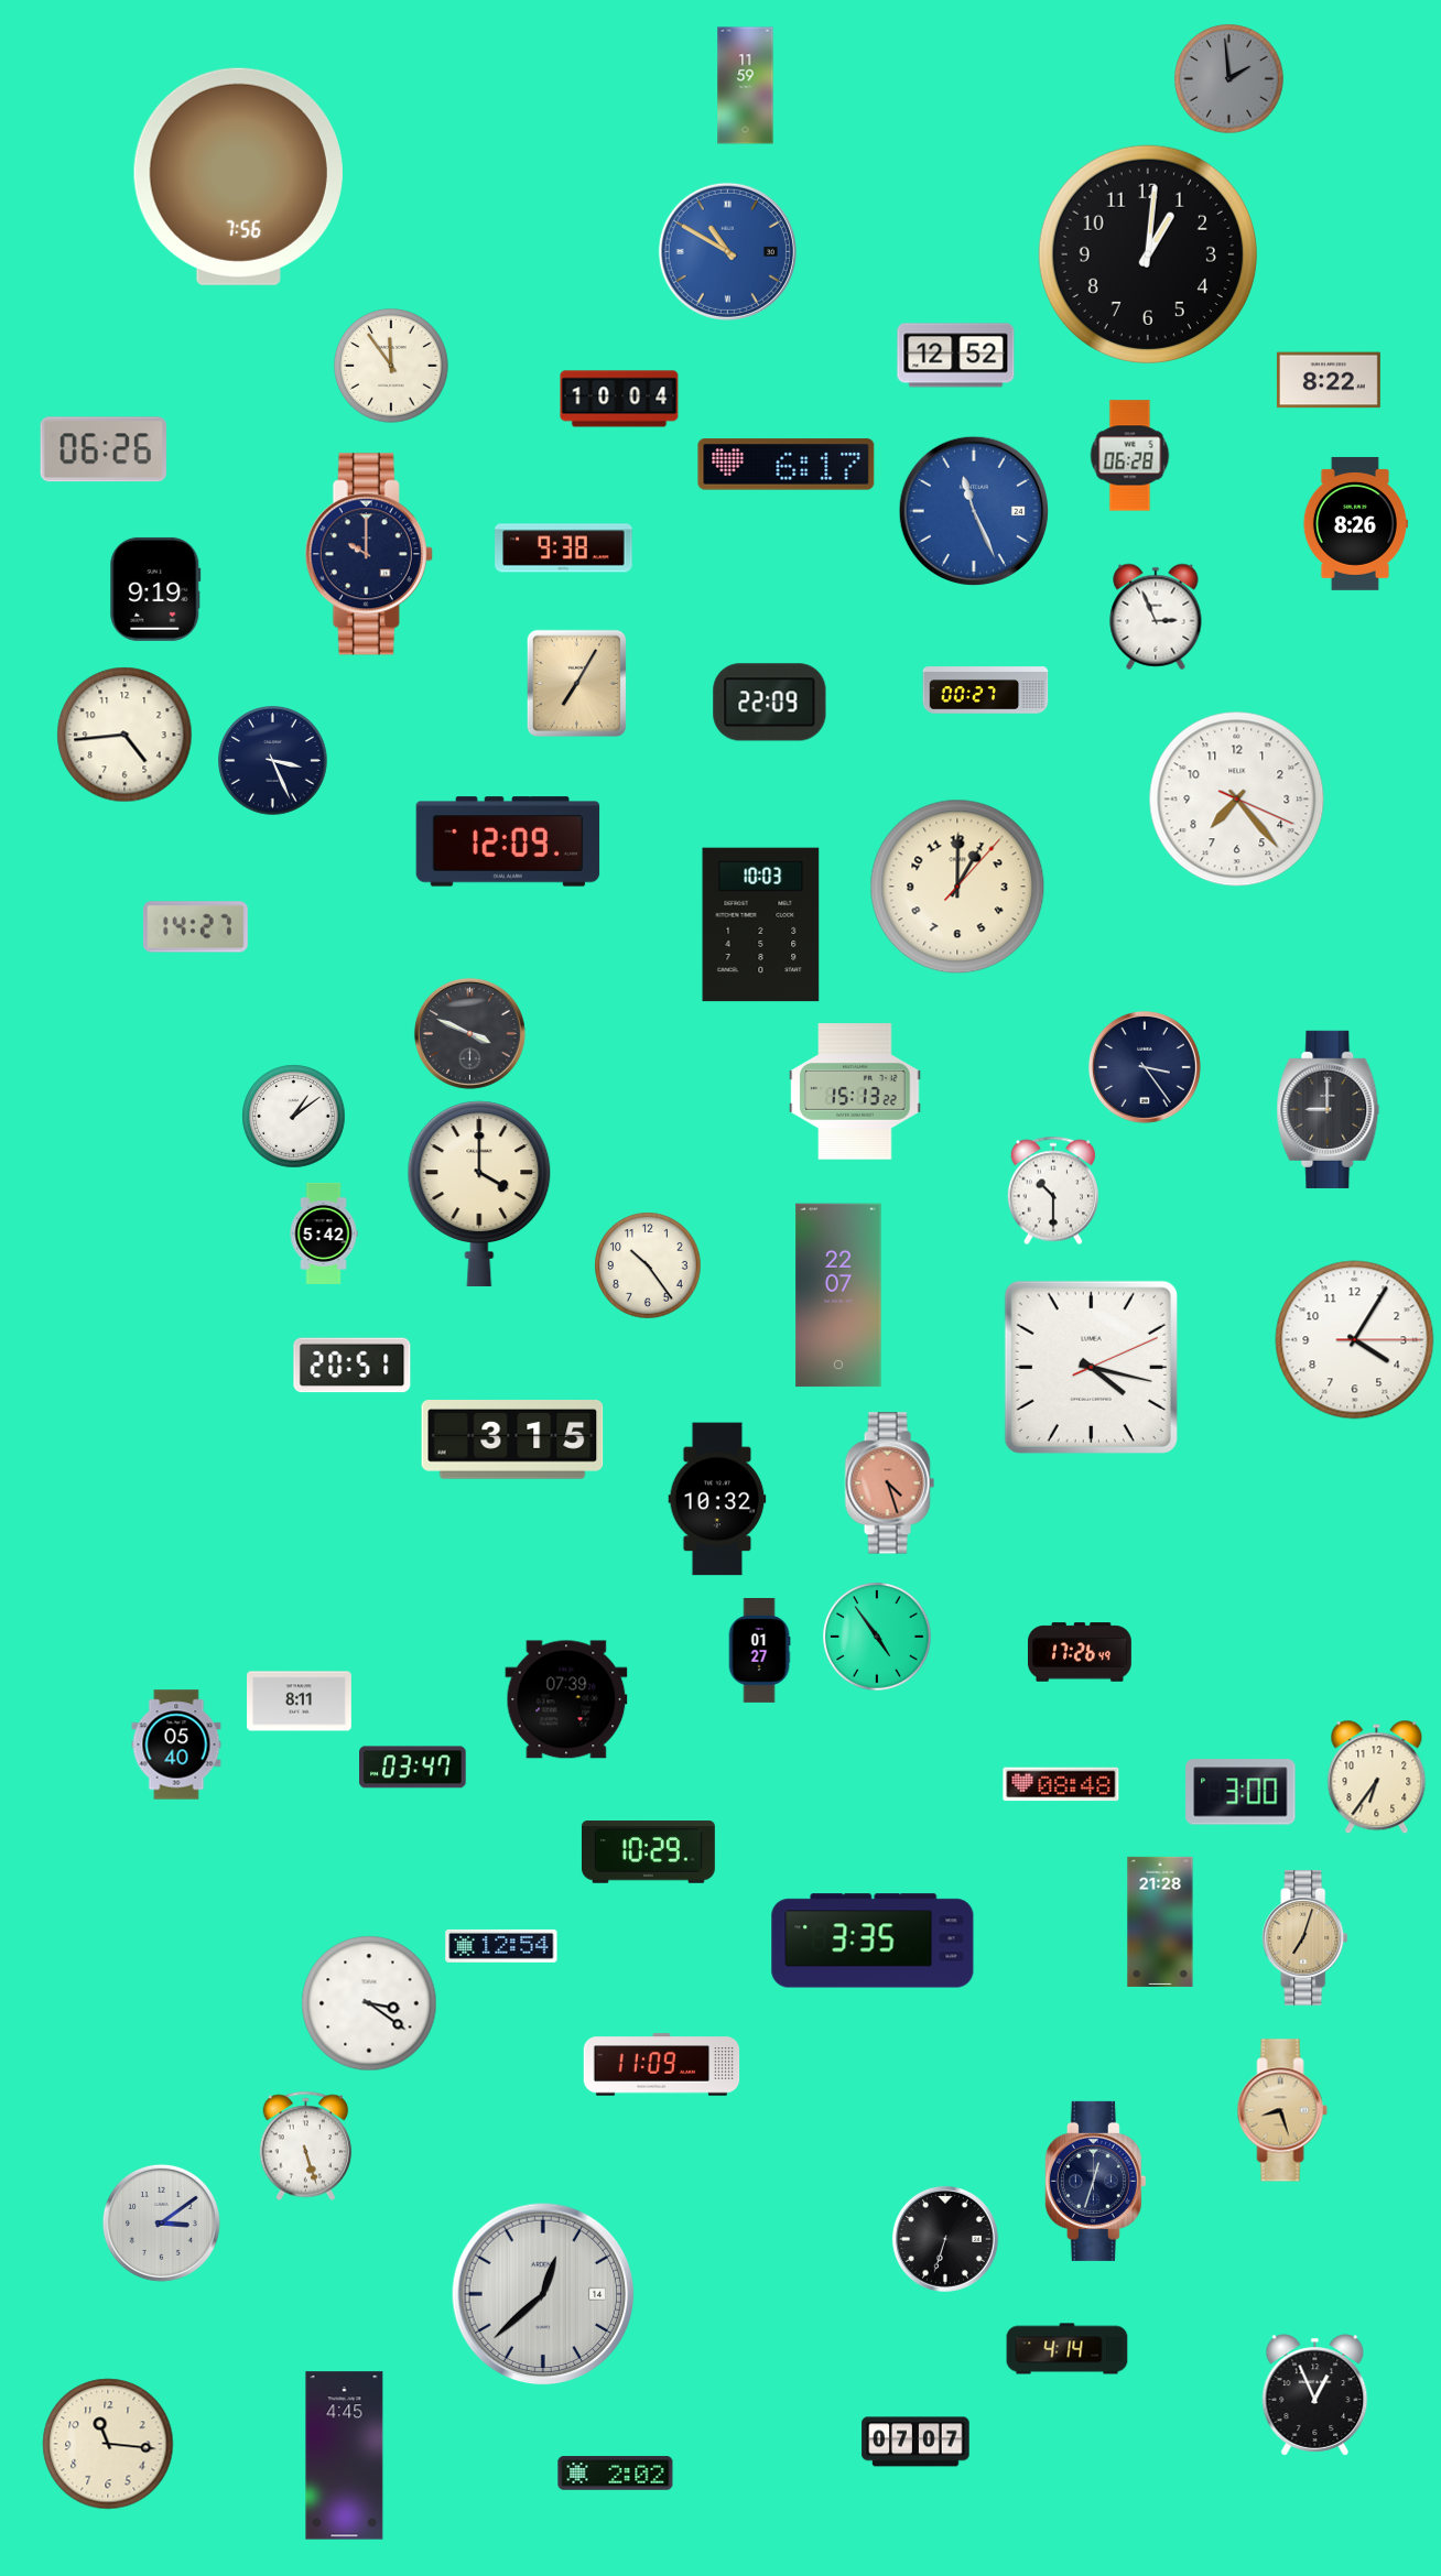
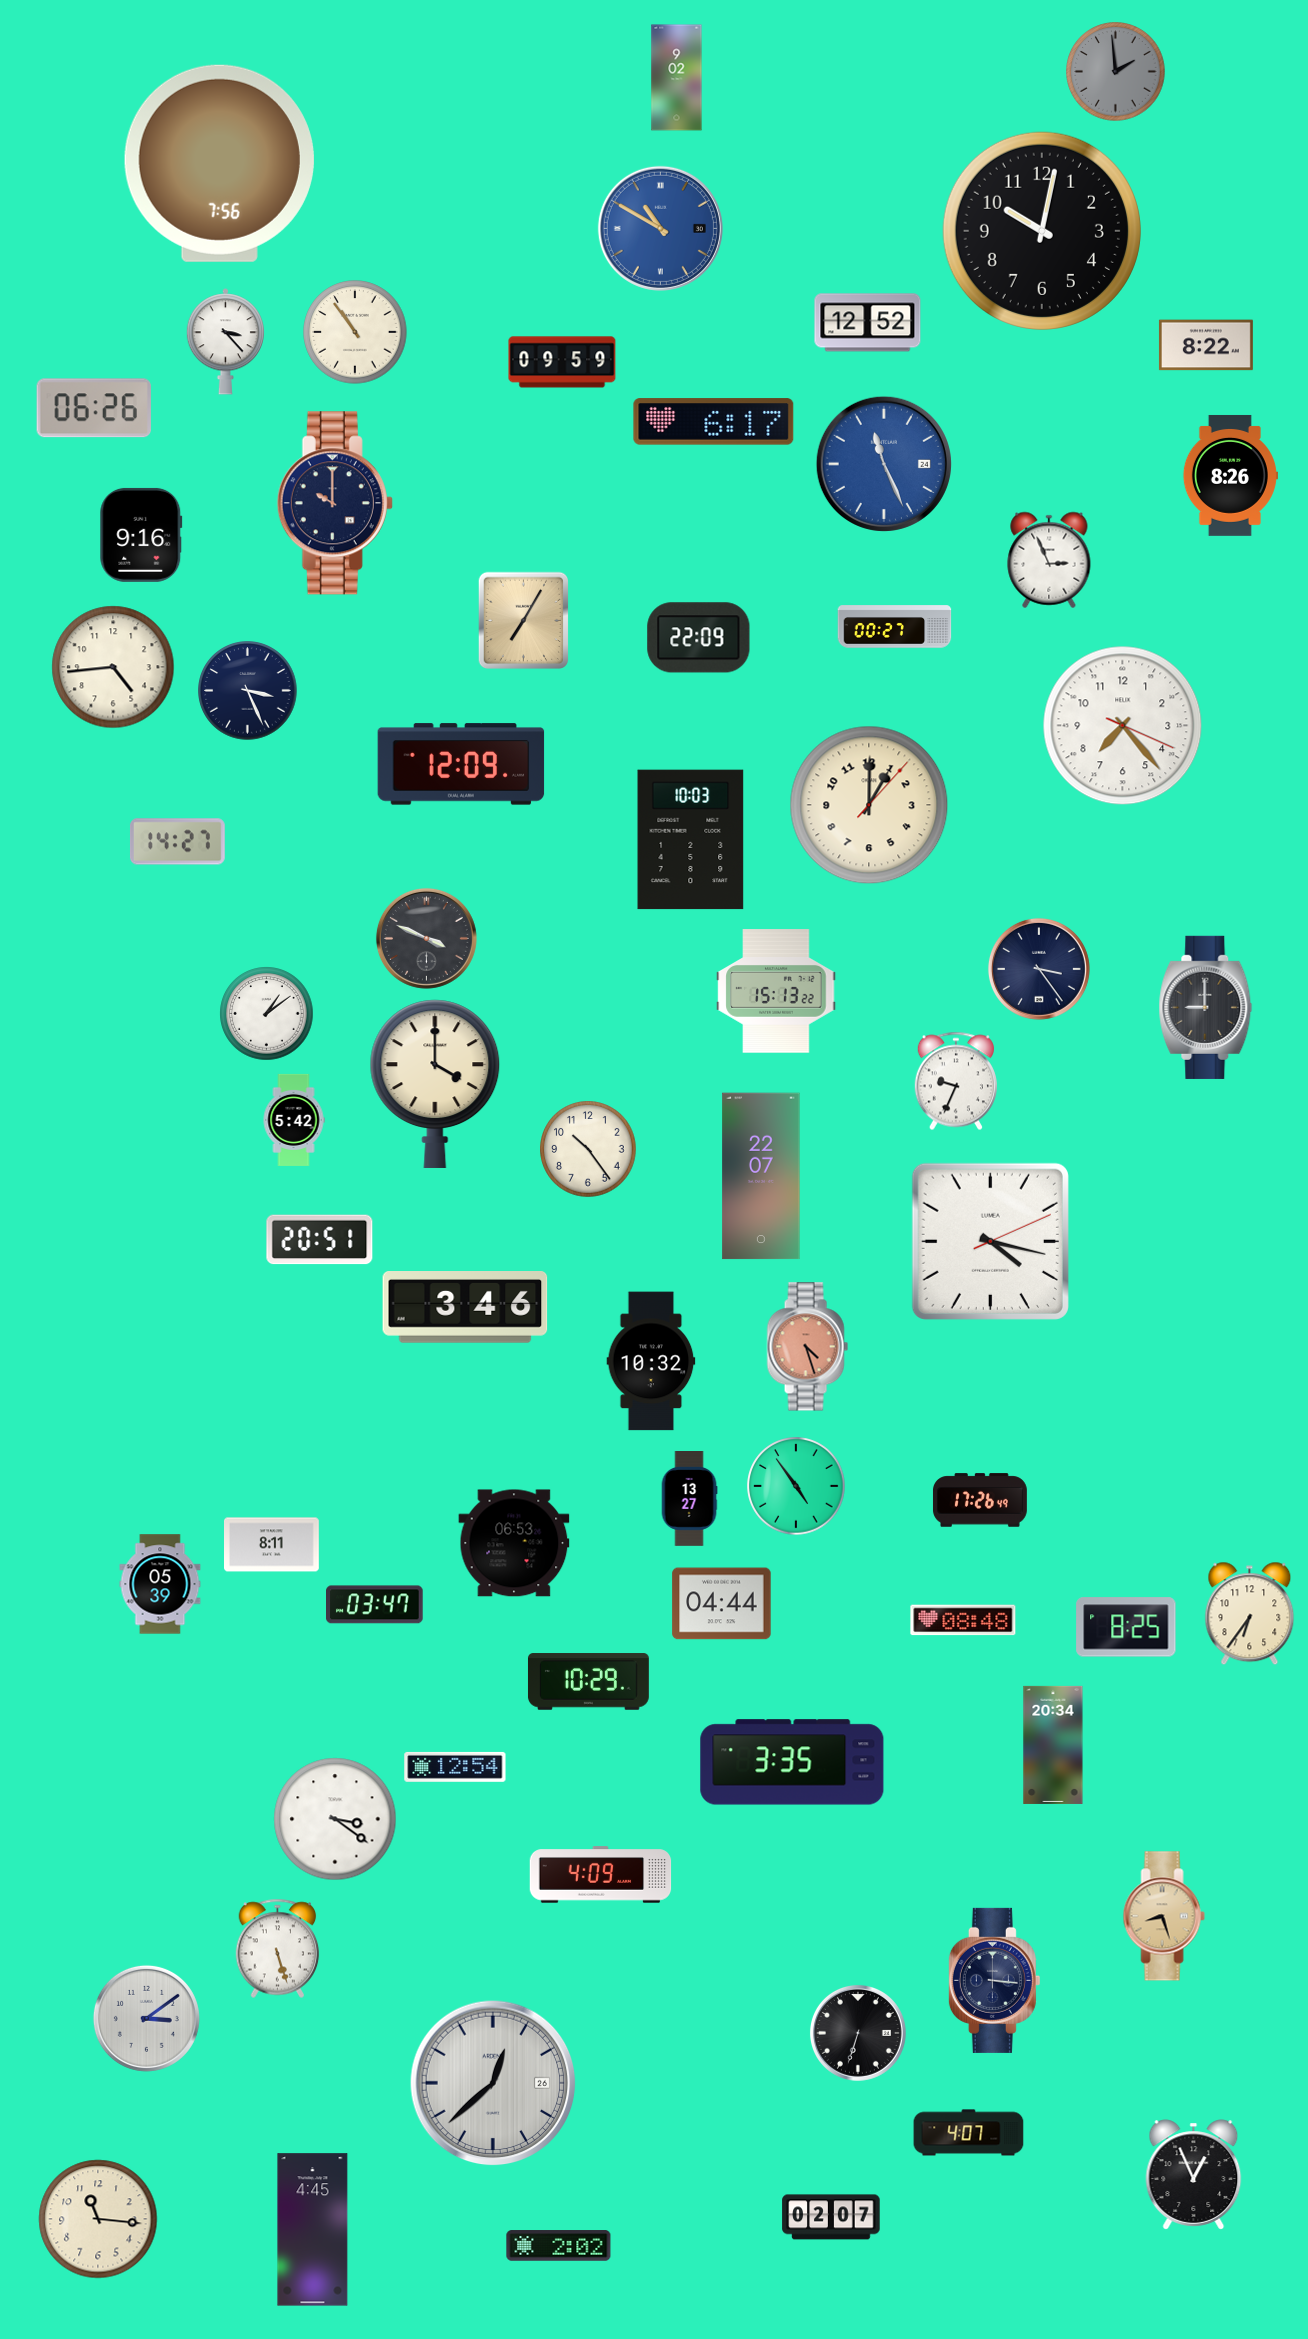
clock at (746, 86): 11:59 -> 9:02
clock at (238, 176) position: (238, 176) -> (219, 163)
clock at (1148, 254): 1:01 -> 10:02
clock at (391, 366): 11:54 -> 10:54
clock at (225, 342): none -> 3:23
clock at (619, 399): 10:04 -> 09:59
clock at (1130, 456): 06:28 -> none
clock at (564, 548): 9:38 -> none
clock at (155, 589): 9:19 -> 9:16
clock at (1053, 1191): 10:30 -> 9:34
clock at (1355, 1340): 4:05 -> none
clock at (512, 1441): 3:15 -> 3:46
clock at (759, 1651): 01:27 -> 13:27
clock at (566, 1699): 07:39 -> 06:53
clock at (176, 1744): 05:40 -> 05:39
clock at (722, 1604): none -> 04:44
clock at (1240, 1792): 3:00 -> 8:25
clock at (1160, 1922): 21:28 -> 20:34
clock at (1305, 1938): 7:03 -> none
clock at (662, 2065): 11:09 -> 4:09
clock at (1095, 2181): 12:33 -> 3:16
clock at (543, 2294) date: 14 -> 26
clock at (1068, 2349): 4:14 -> 4:07
clock at (915, 2442): 07:07 -> 02:07
